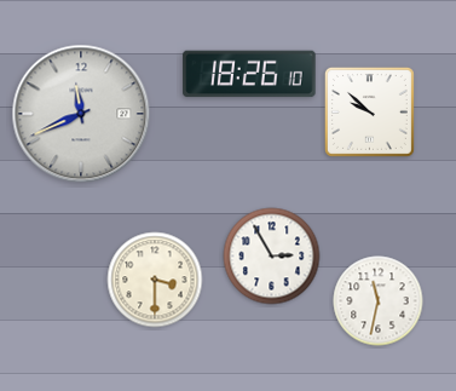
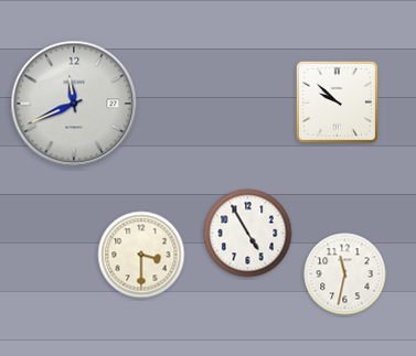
clock at (249, 74): 18:26 -> none
clock at (272, 257): 2:55 -> 4:55
